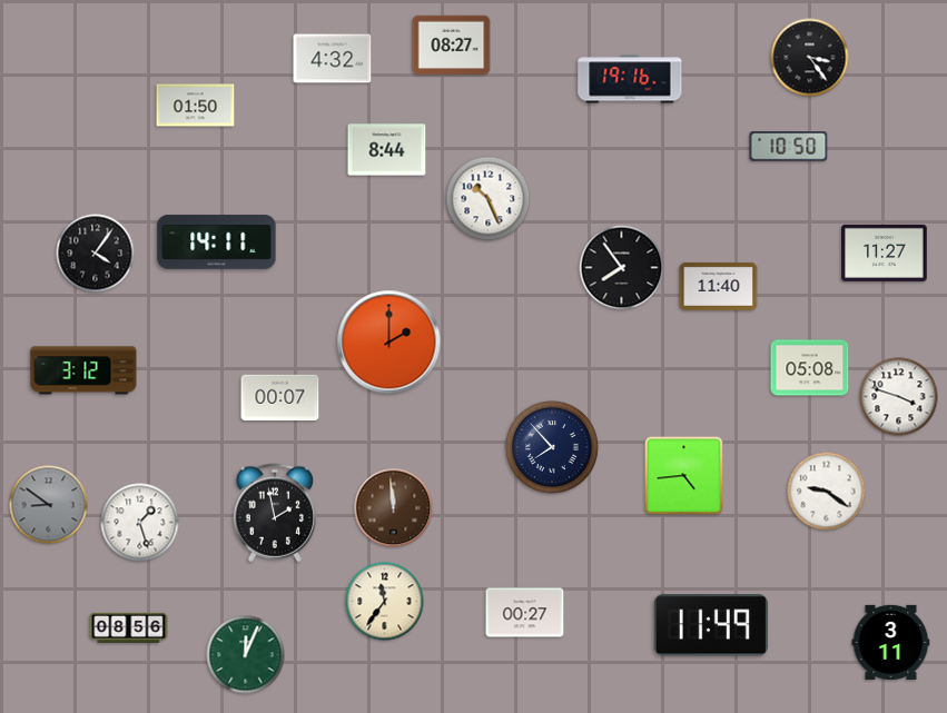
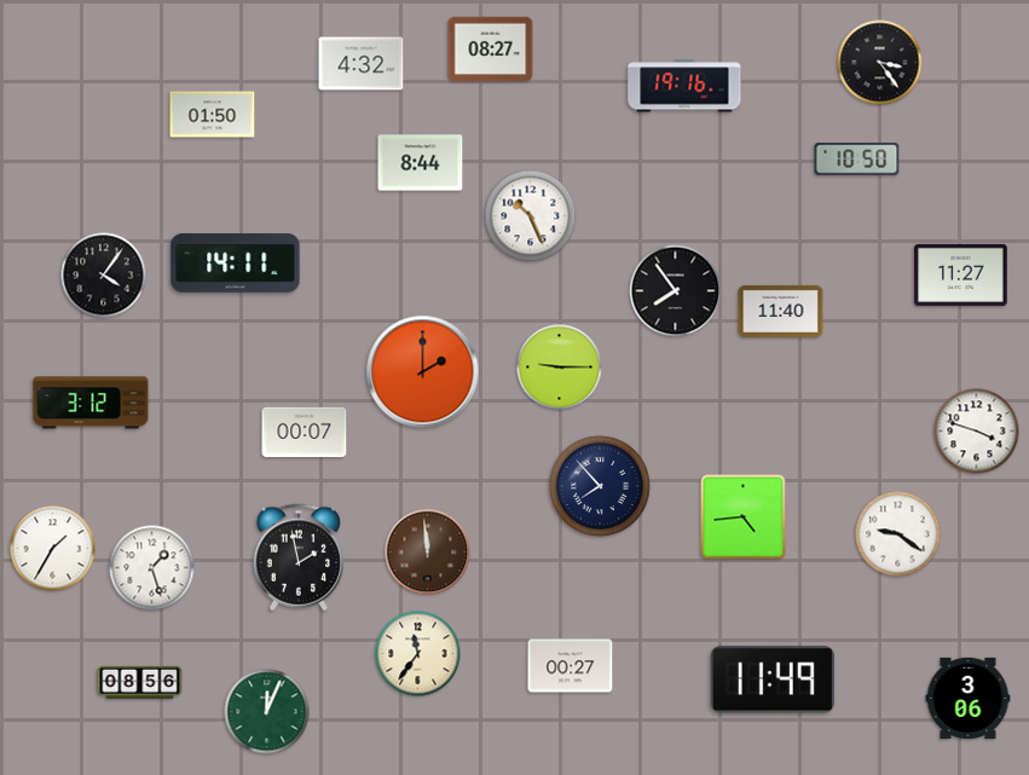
clock at (560, 368): none -> 9:15
clock at (810, 368): 05:08 -> none
clock at (49, 505): 8:51 -> 1:35
clock at (49, 505) dial: grey -> white
clock at (891, 642): 3:11 -> 3:06
